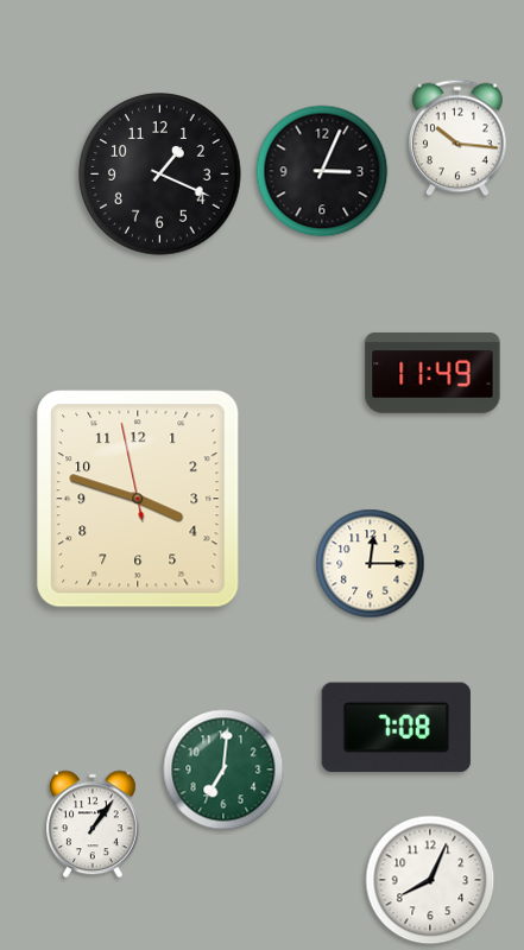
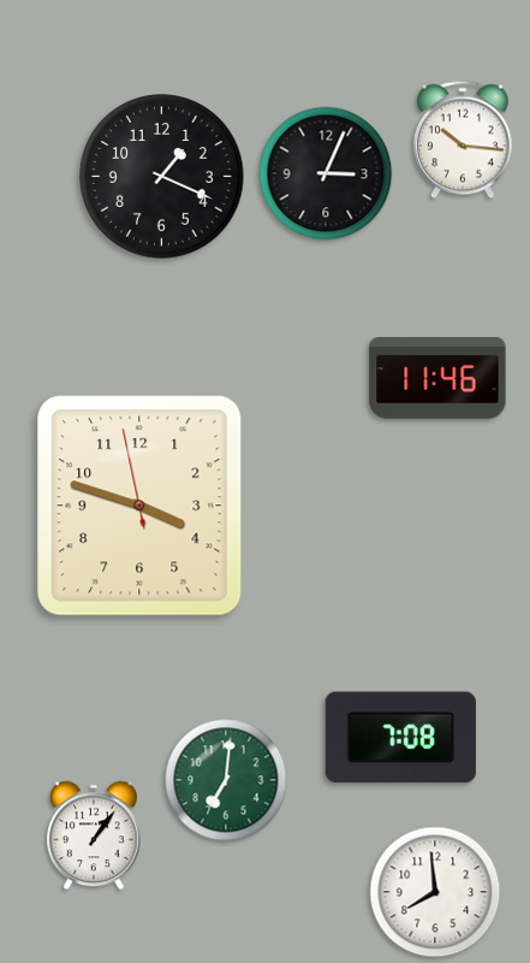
clock at (433, 374): 11:49 -> 11:46
clock at (371, 564): 12:15 -> none
clock at (430, 880): 8:04 -> 7:59
